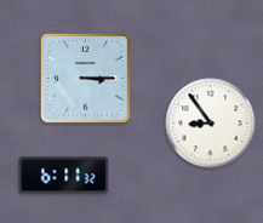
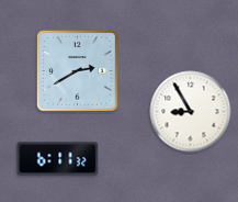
clock at (86, 79): 3:15 -> 2:40
clock at (211, 124): 8:54 -> 8:55
